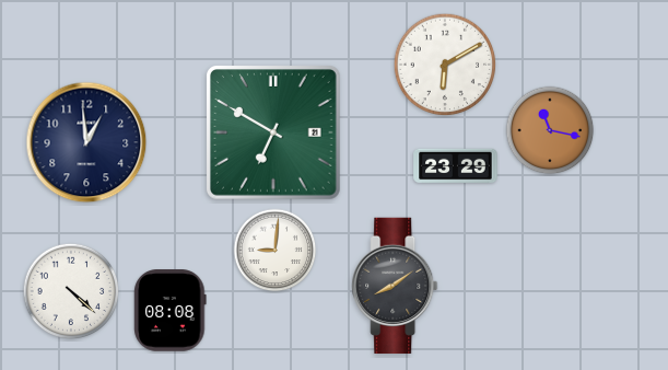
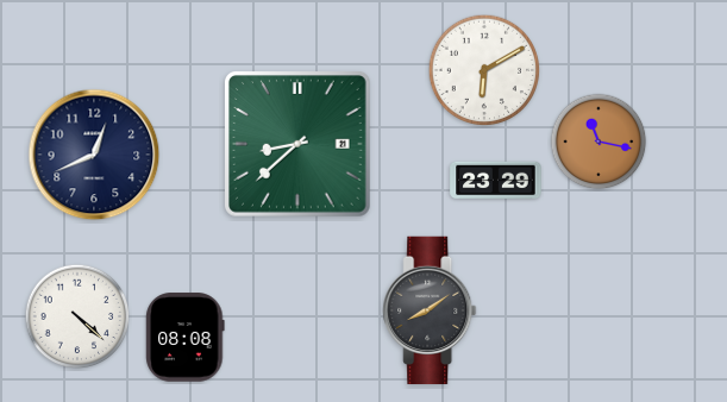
clock at (274, 134): 6:50 -> 8:38
clock at (86, 142): 12:59 -> 12:41
clock at (276, 251): 9:01 -> none
